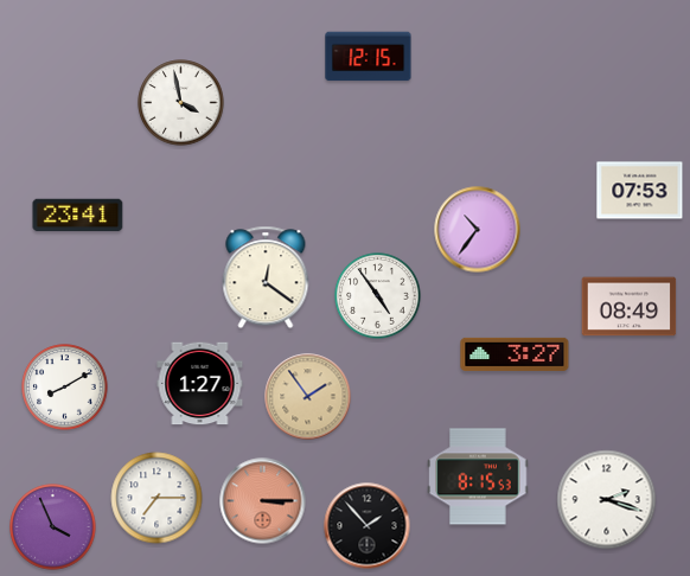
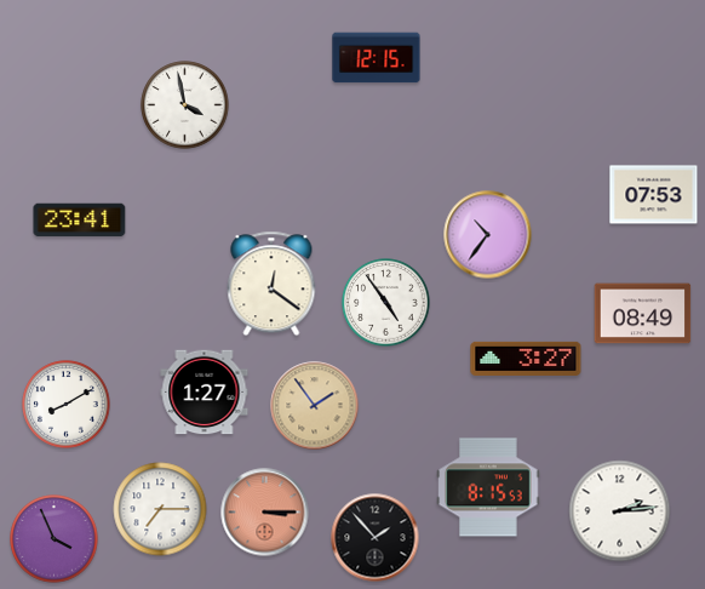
clock at (515, 354) position: (515, 354) -> (526, 359)
clock at (65, 388) position: (65, 388) -> (67, 405)
clock at (607, 500): 2:18 -> 2:14
clock at (263, 501) position: (263, 501) -> (265, 513)
